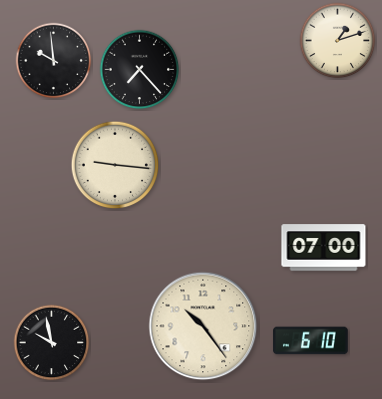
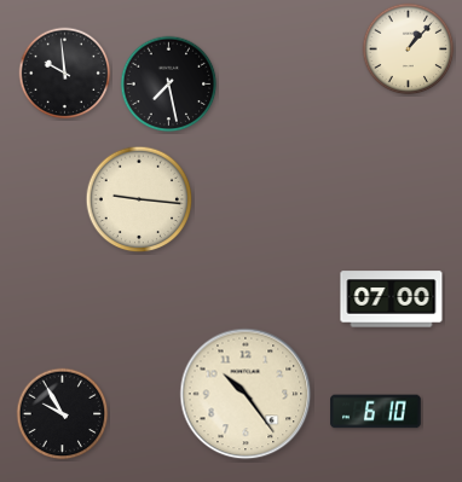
clock at (338, 41): 1:12 -> 1:07
clock at (140, 70): 7:23 -> 7:28
clock at (52, 343): 9:58 -> 9:55
